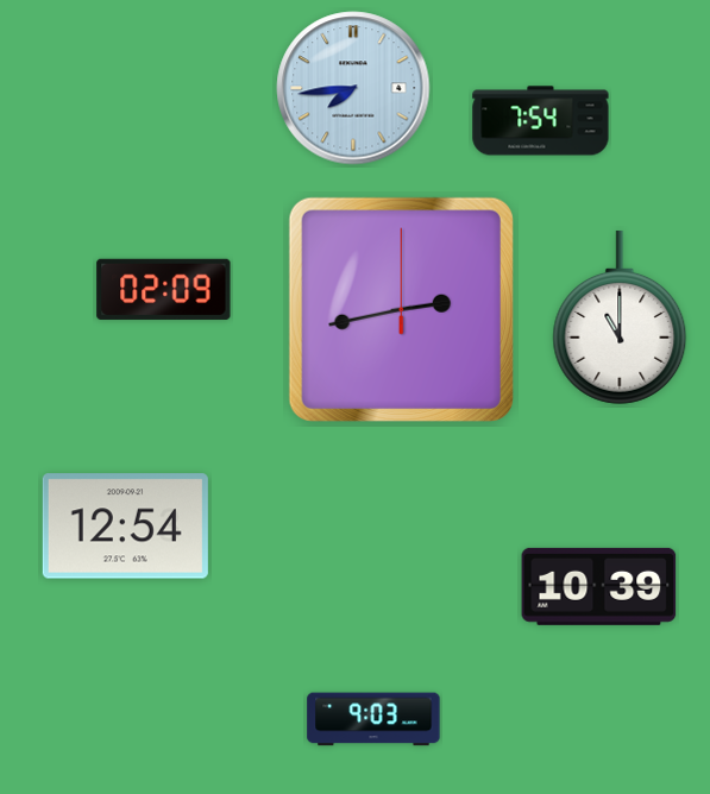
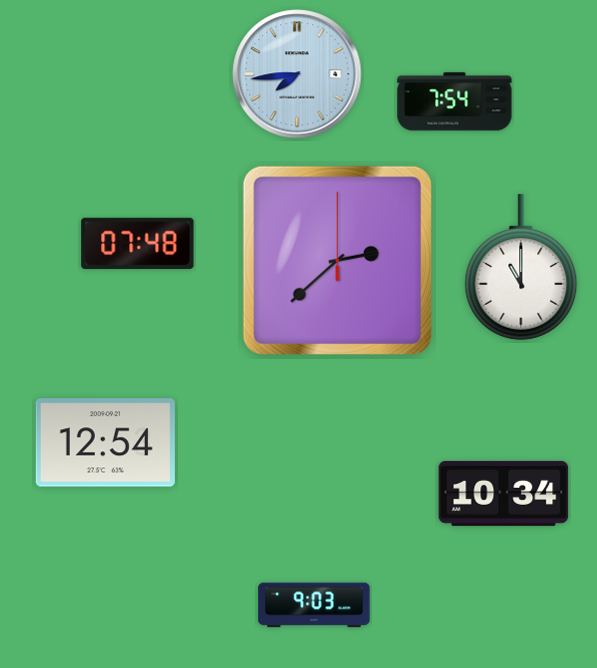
clock at (164, 289): 02:09 -> 07:48
clock at (401, 309): 2:43 -> 2:38
clock at (599, 586): 10:39 -> 10:34
